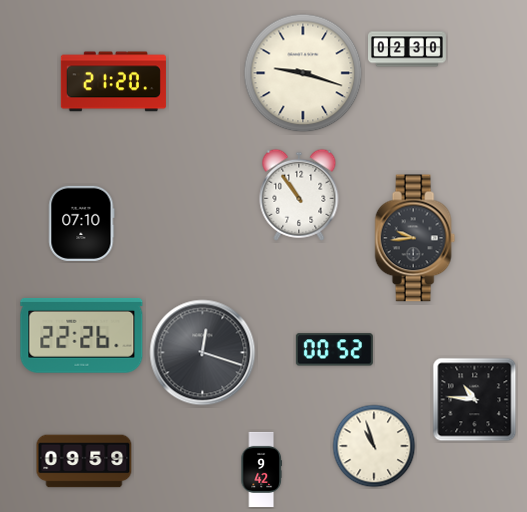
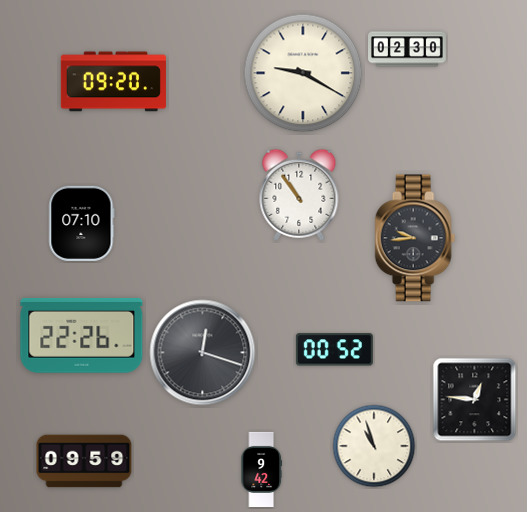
clock at (303, 73): 9:18 -> 9:20
clock at (113, 82): 21:20 -> 09:20
clock at (475, 400): 10:46 -> 12:46
